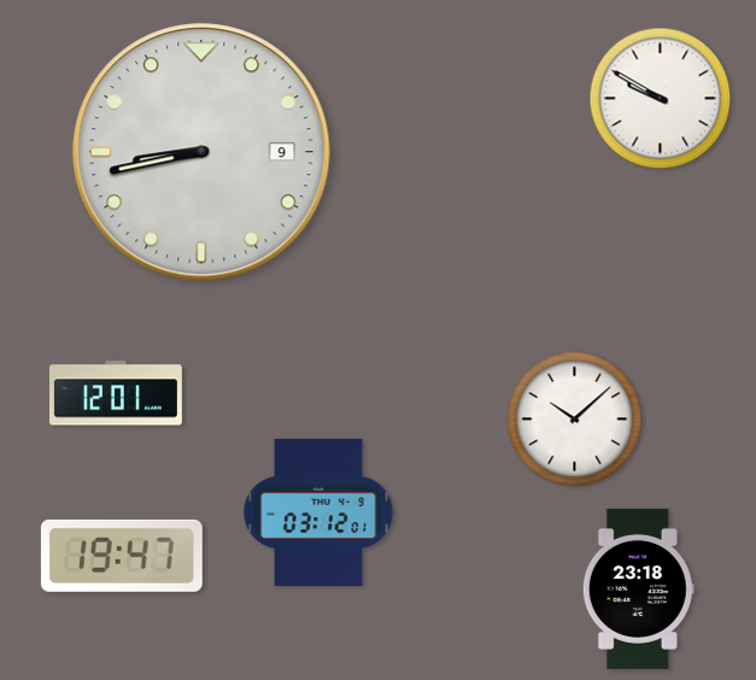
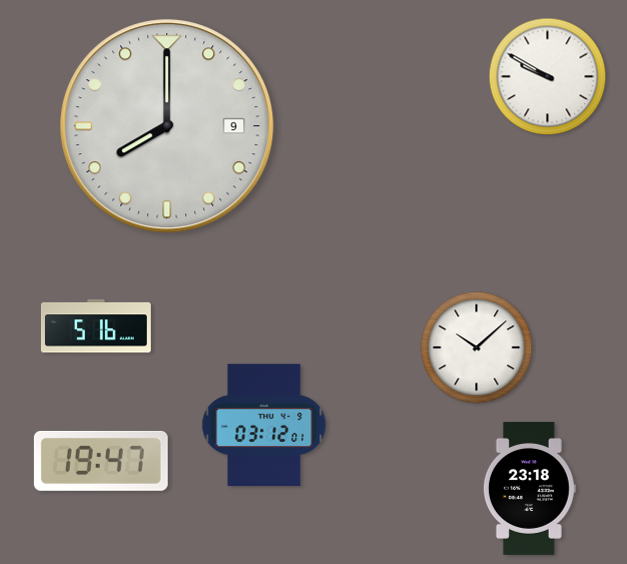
clock at (661, 99) position: (661, 99) -> (548, 77)
clock at (201, 152): 8:43 -> 8:00
clock at (116, 393): 12:01 -> 5:16
